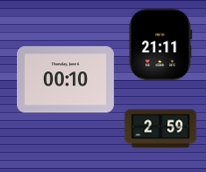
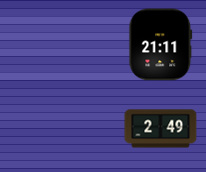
clock at (65, 80): 00:10 -> none
clock at (161, 129): 2:59 -> 2:49
